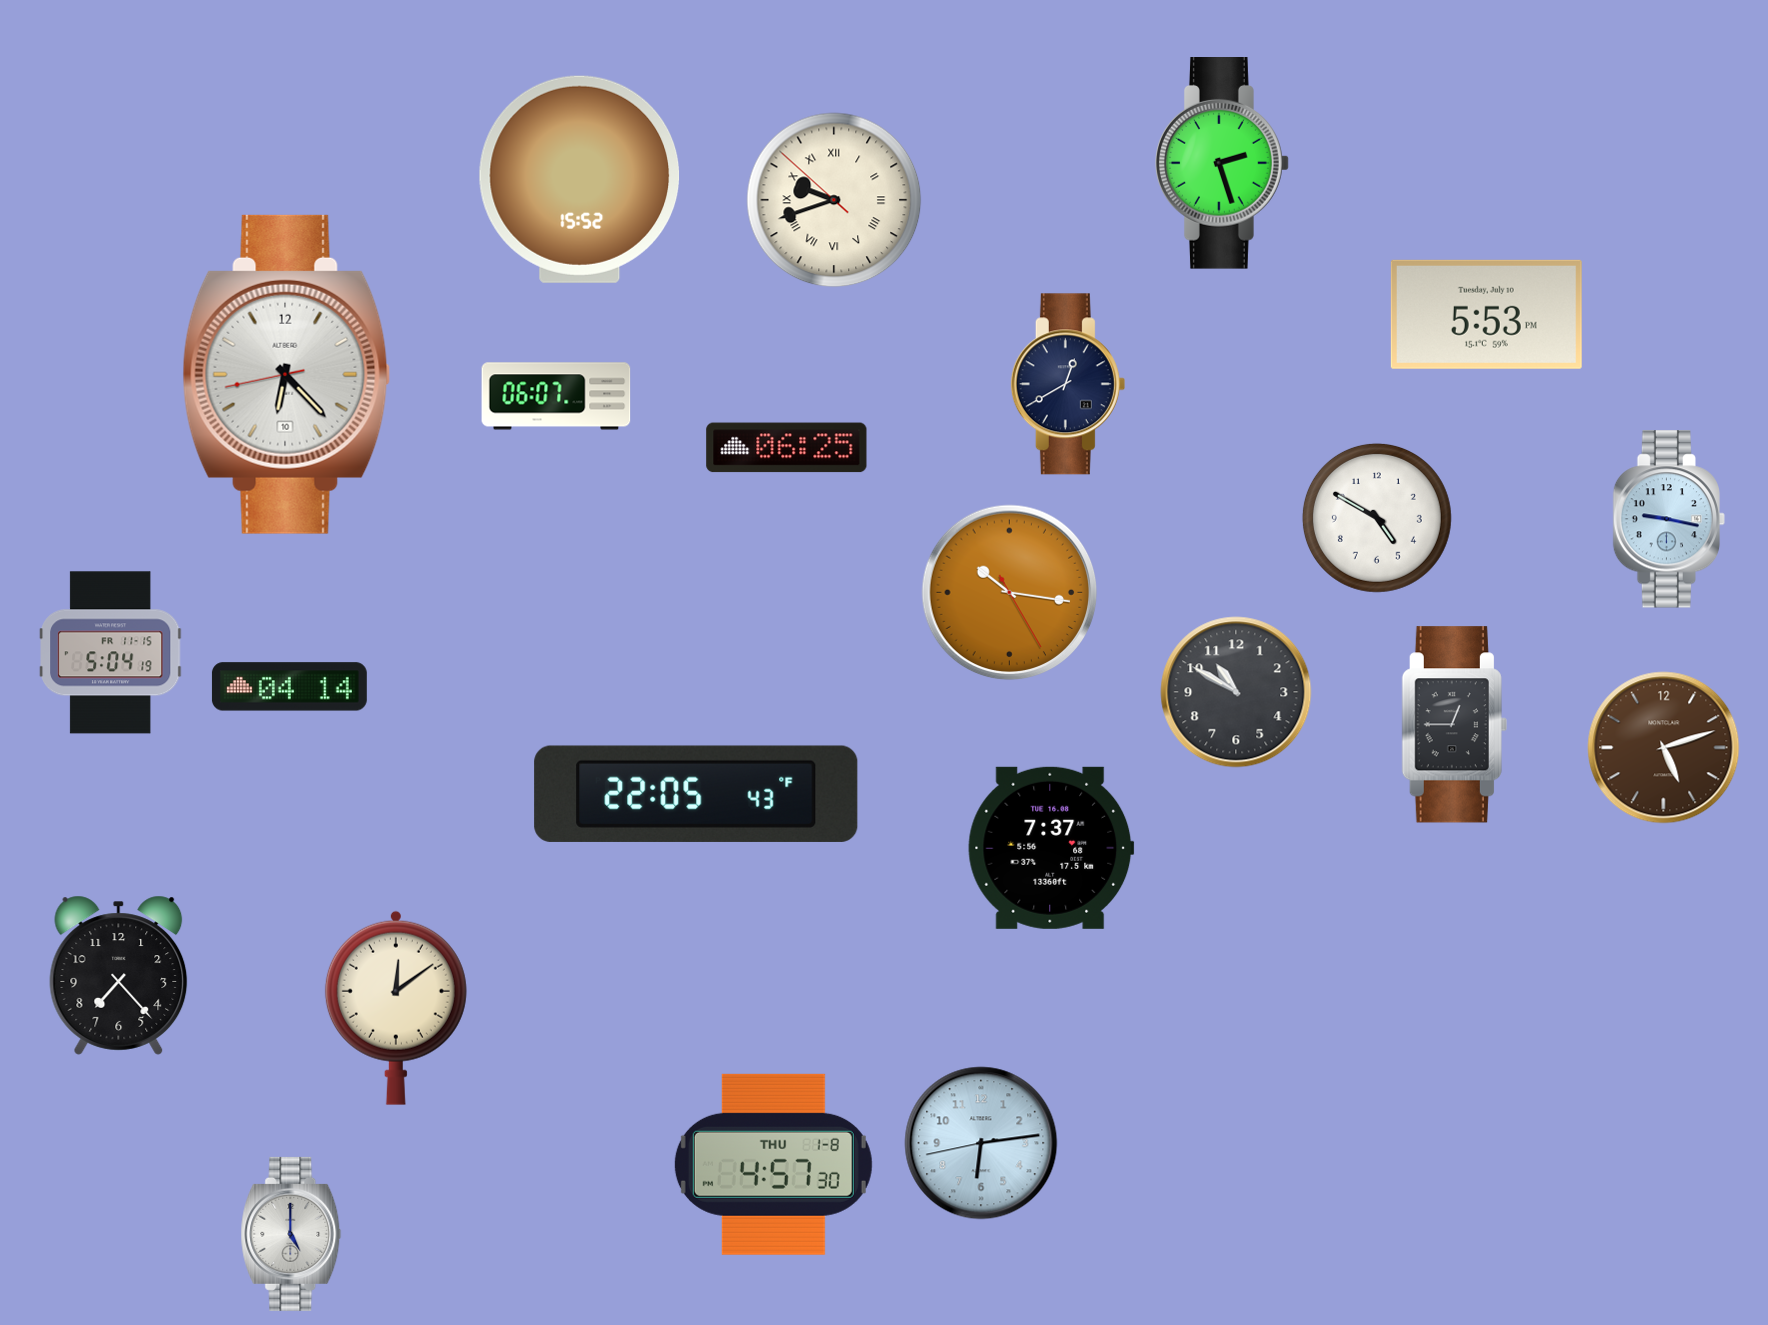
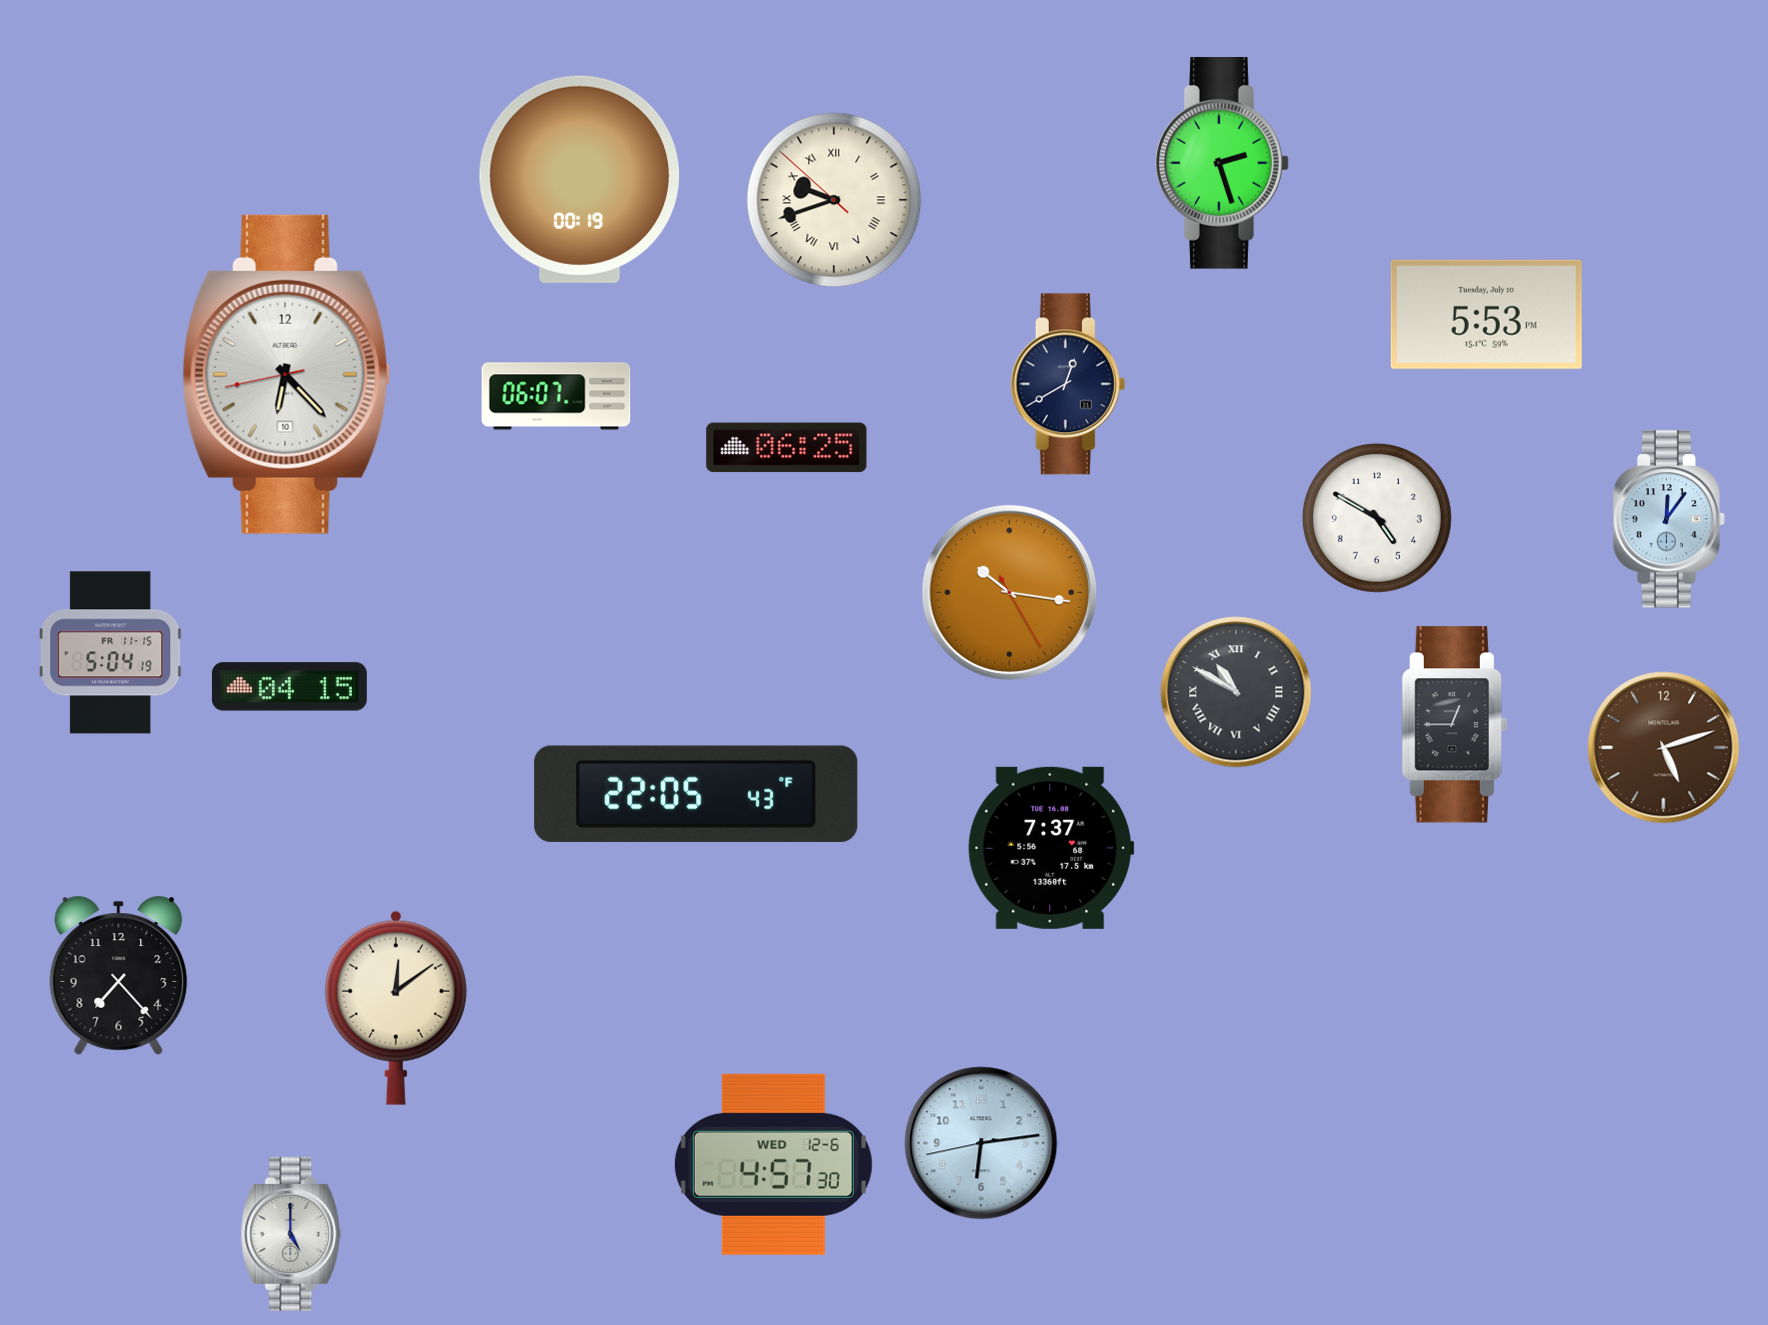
clock at (580, 179): 15:52 -> 00:19
clock at (1669, 519): 9:17 -> 12:06
clock at (289, 687): 04:14 -> 04:15
clock at (1236, 692) numerals: Arabic -> Roman
clock at (773, 1164) date: THU 1-8 -> WED 12-6
